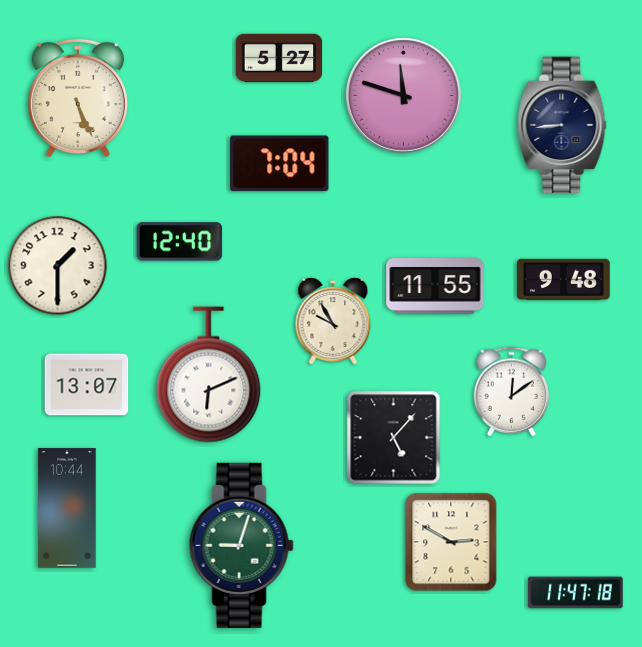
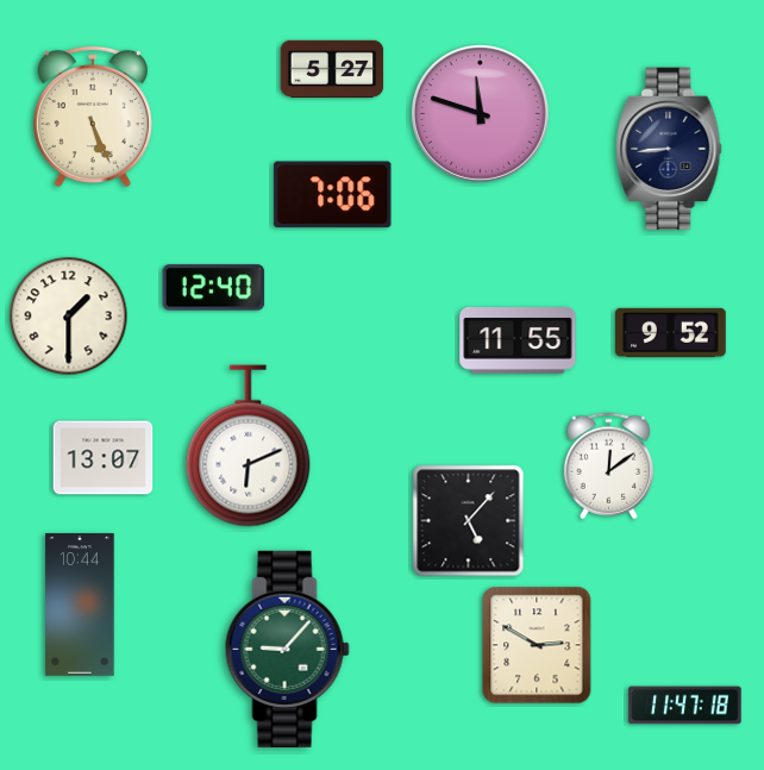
clock at (280, 164): 7:04 -> 7:06
clock at (564, 279): 9:48 -> 9:52
clock at (333, 321): 9:55 -> none
clock at (241, 545): 9:03 -> 9:07
